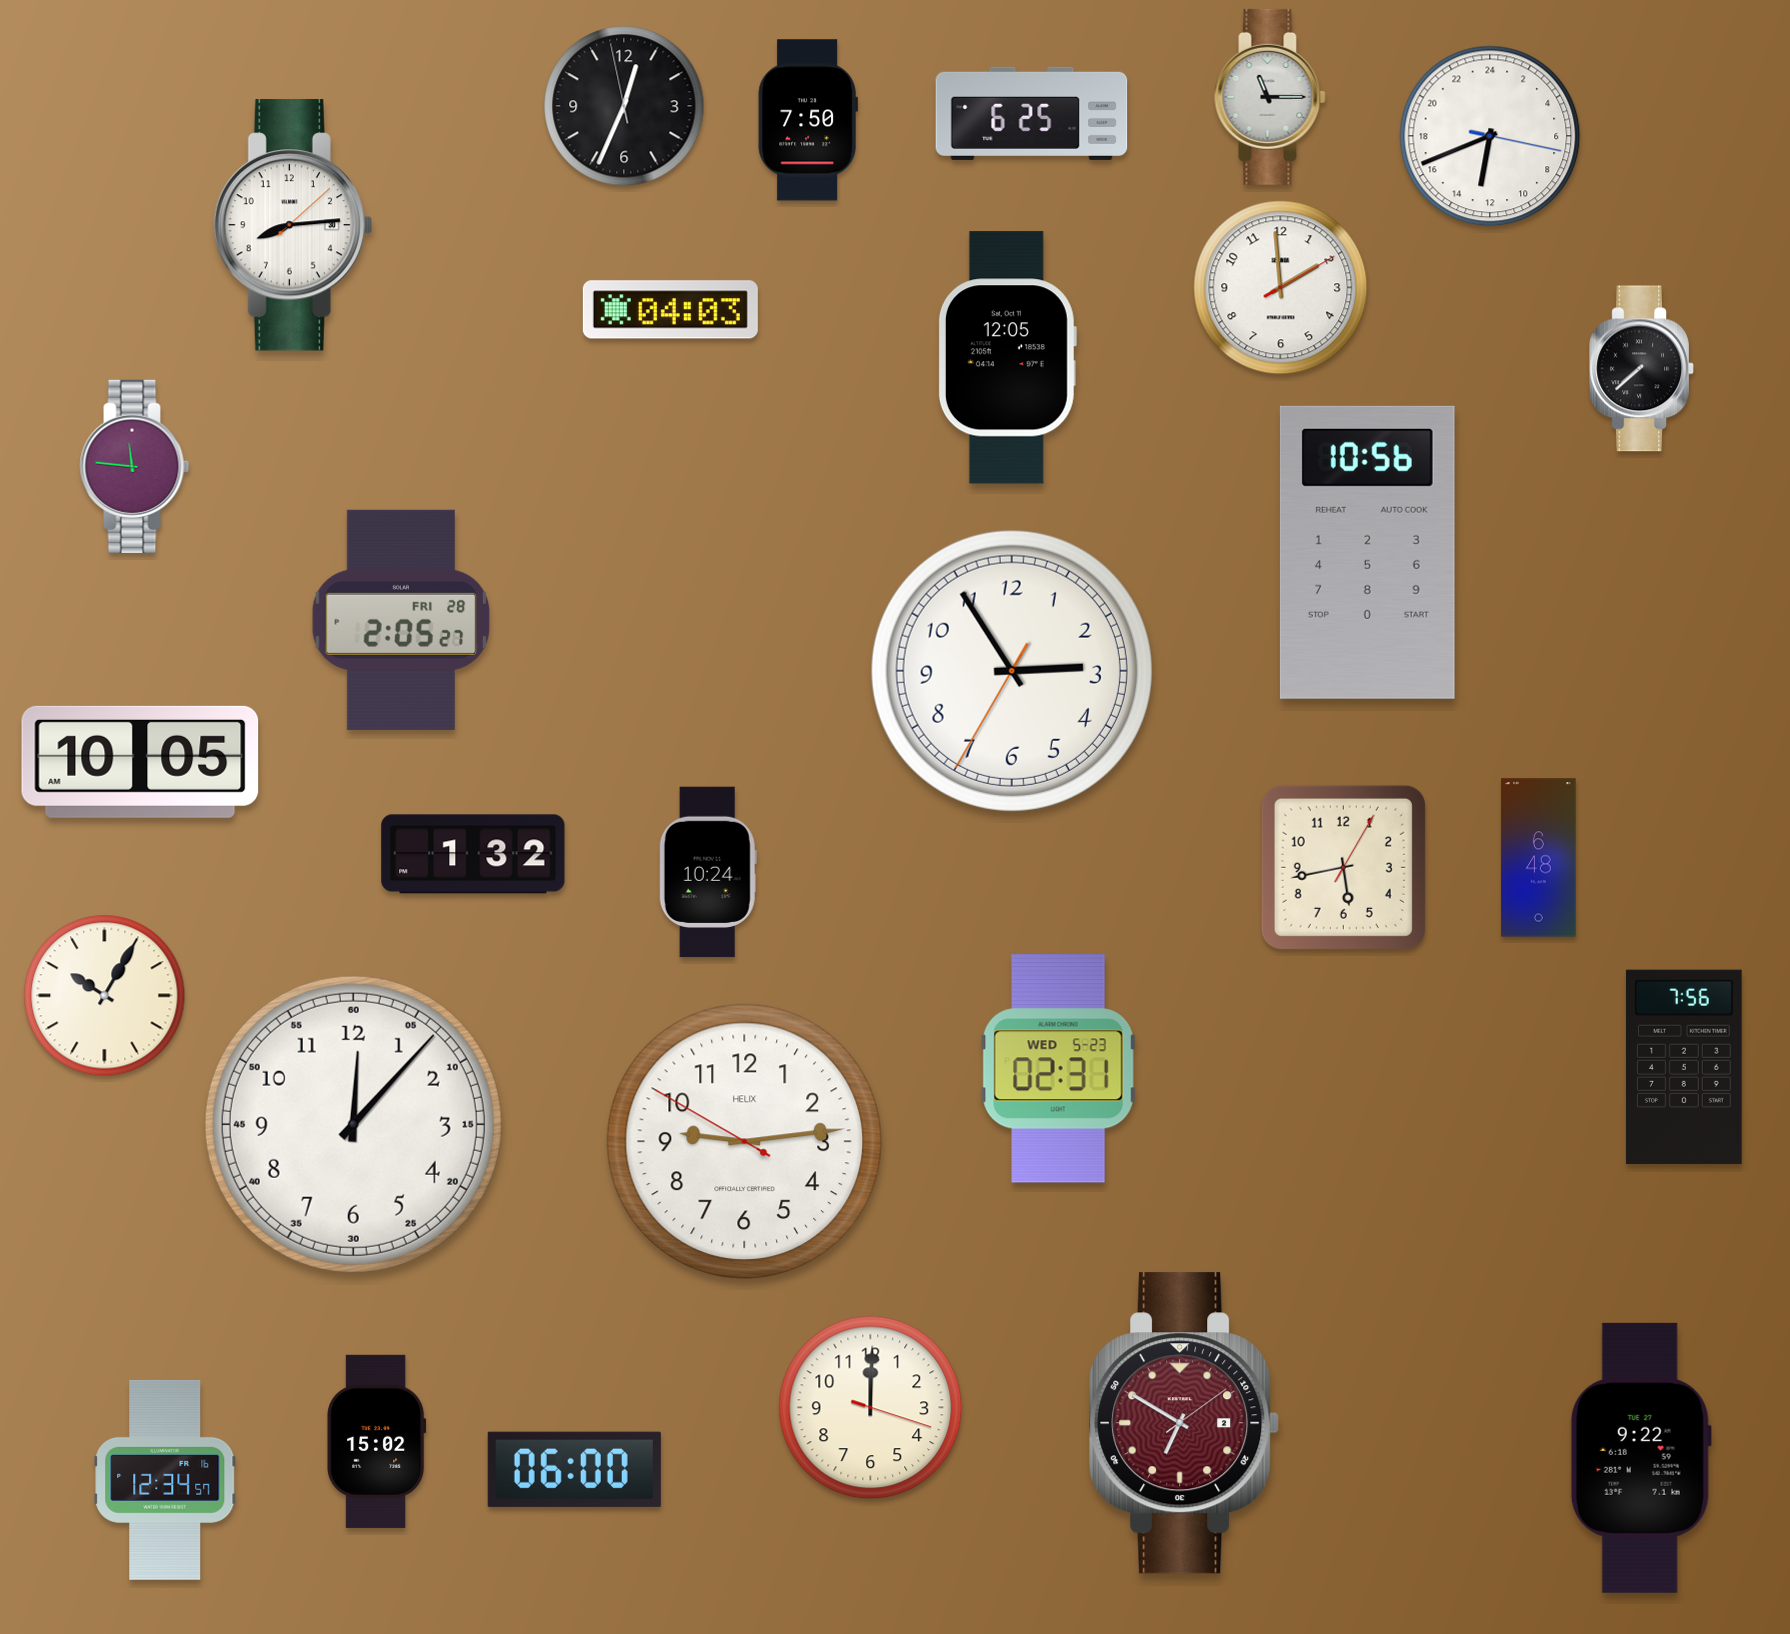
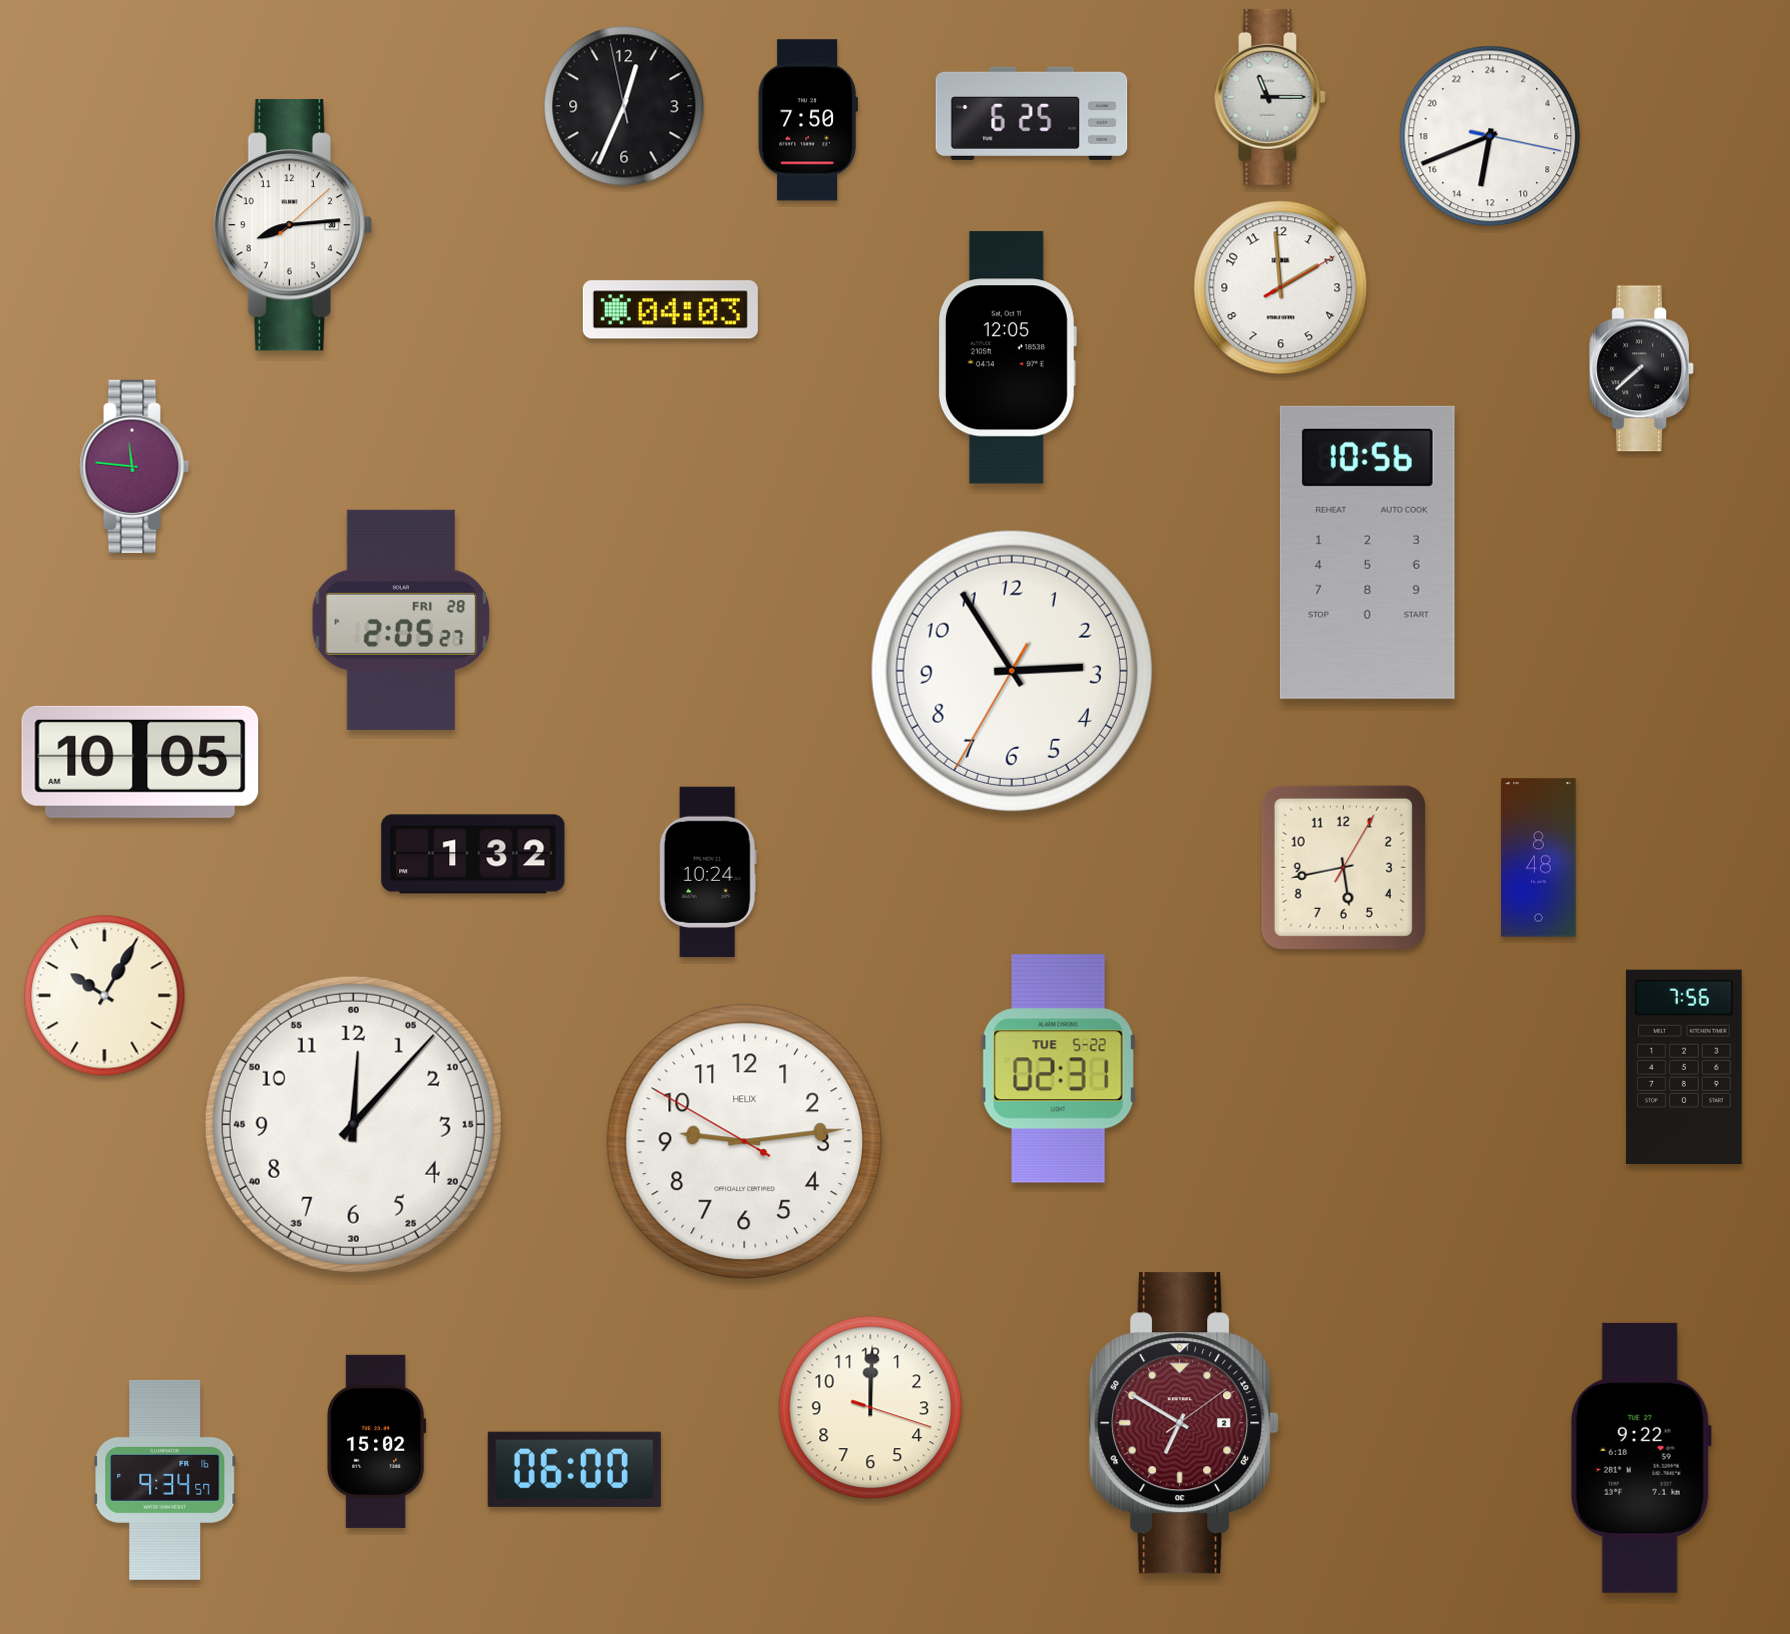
clock at (1539, 858): 6:48 -> 8:48
clock at (1058, 1069) date: WED 5-23 -> TUE 5-22
clock at (165, 1480): 12:34 -> 9:34
